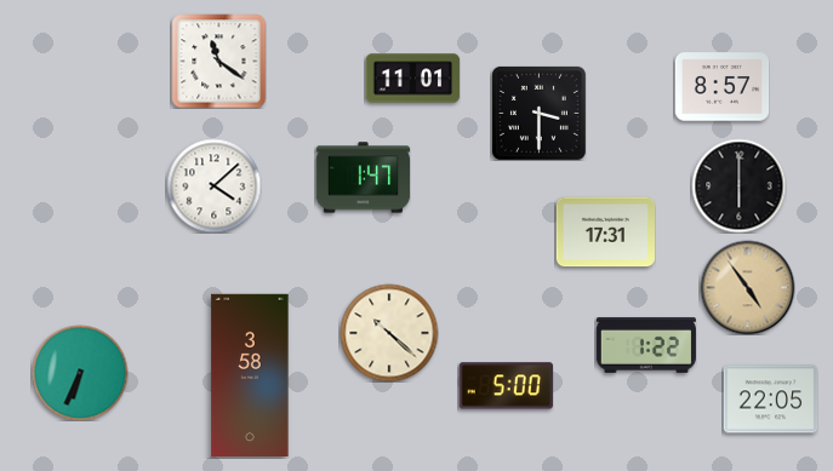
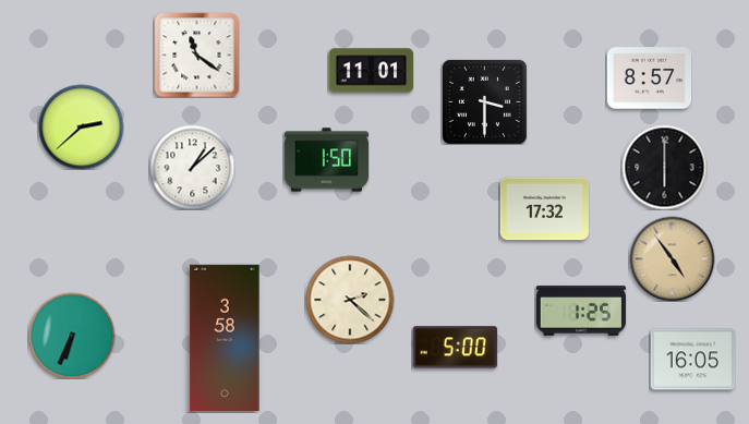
clock at (81, 126): none -> 2:38
clock at (363, 178): 1:47 -> 1:50
clock at (213, 185): 4:08 -> 1:08
clock at (605, 232): 17:31 -> 17:32
clock at (389, 333): 10:22 -> 2:22
clock at (646, 345): 1:22 -> 1:25
clock at (770, 400): 22:05 -> 16:05
